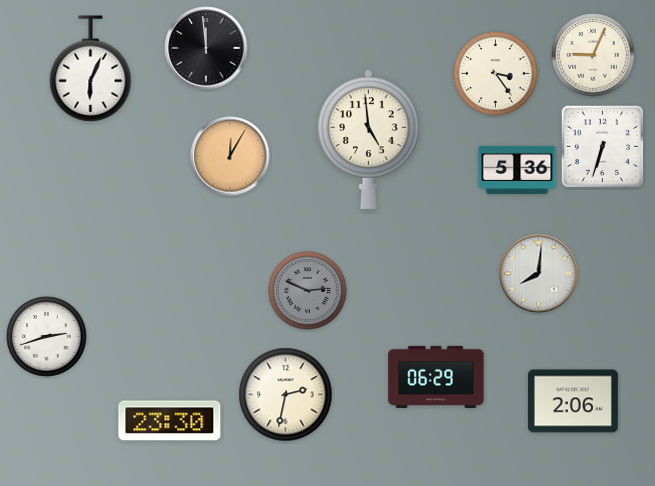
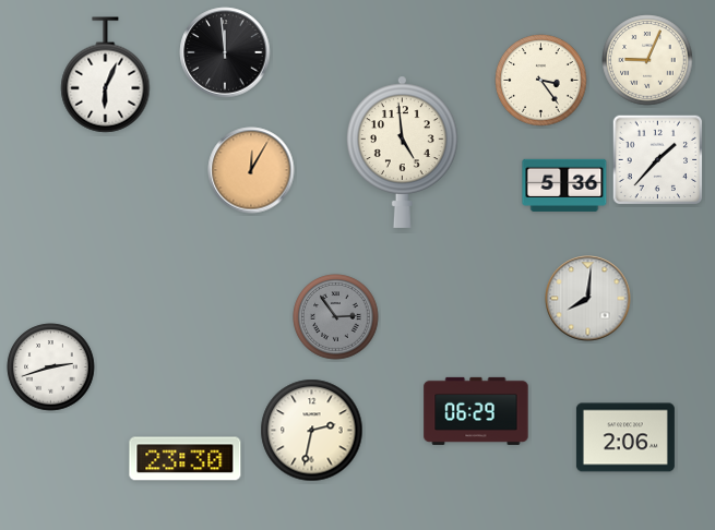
clock at (91, 69) position: (91, 69) -> (106, 75)
clock at (603, 147): 6:33 -> 1:37
clock at (308, 291): 2:49 -> 2:54
